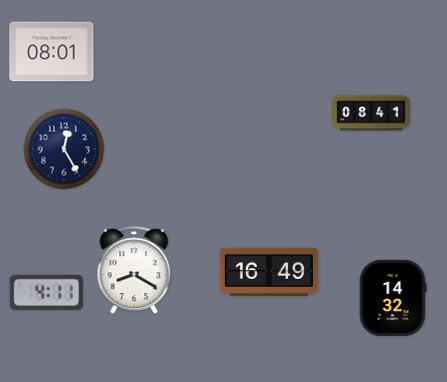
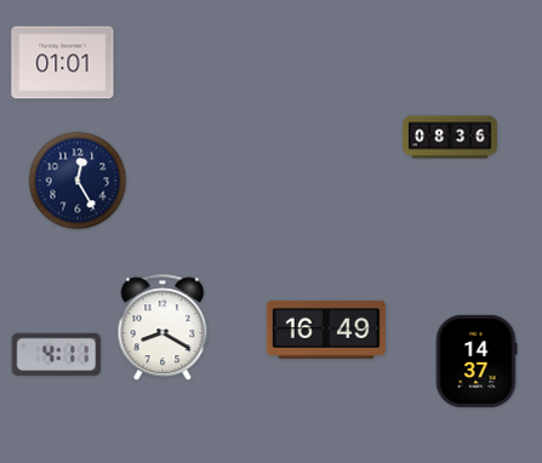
clock at (52, 52): 08:01 -> 01:01
clock at (372, 113): 08:41 -> 08:36
clock at (393, 298): 14:32 -> 14:37
